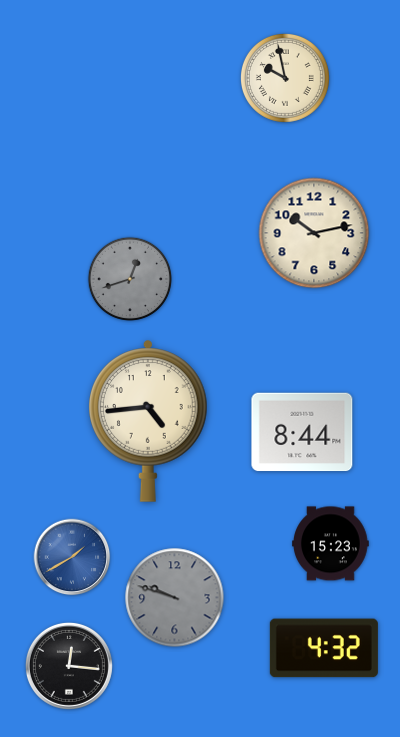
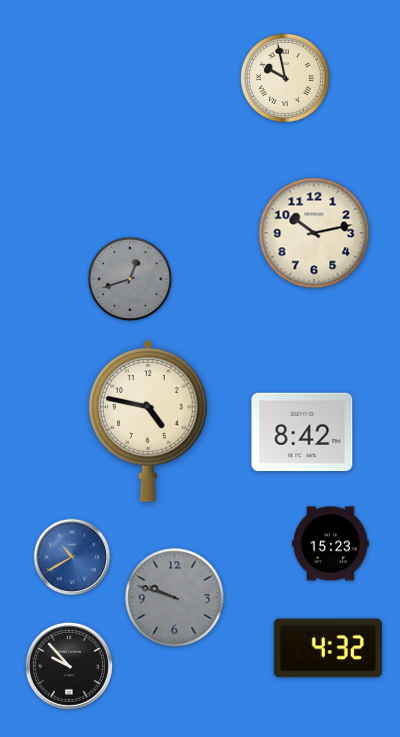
clock at (149, 421): 4:44 -> 4:47
clock at (302, 432): 8:44 -> 8:42
clock at (72, 557): 1:40 -> 10:40
clock at (324, 648) position: (324, 648) -> (328, 648)
clock at (69, 666): 12:16 -> 9:53
